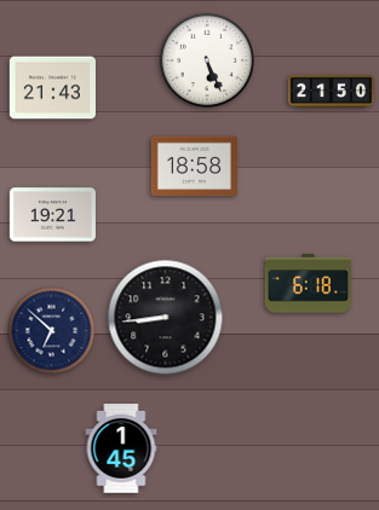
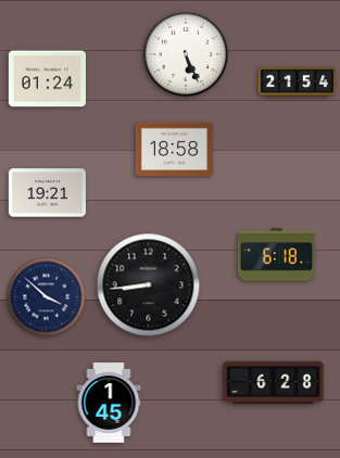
clock at (52, 88): 21:43 -> 01:24
clock at (331, 91): 21:50 -> 21:54
clock at (52, 331): 6:52 -> 3:52
clock at (274, 383): none -> 6:28
